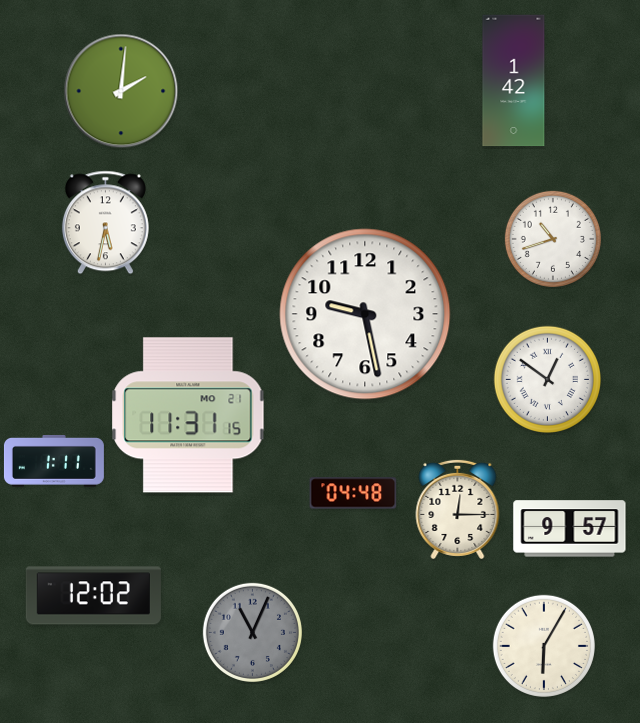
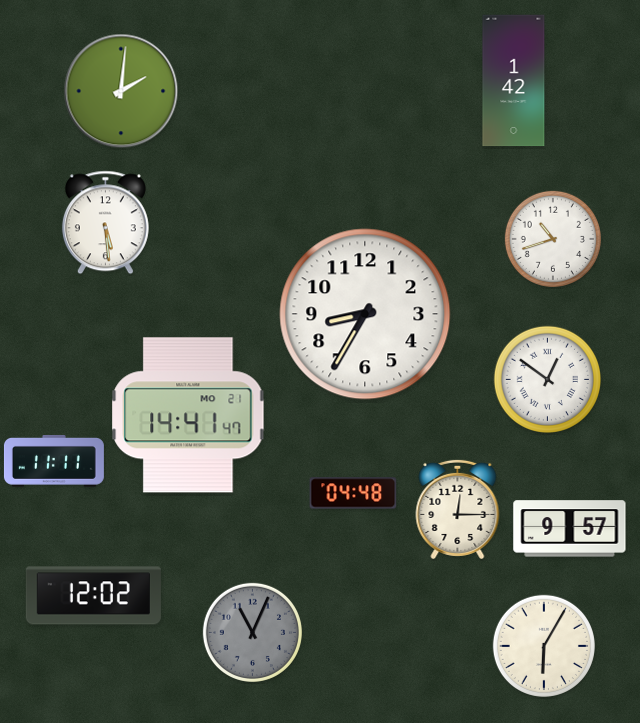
clock at (105, 223): 5:32 -> 5:29
clock at (365, 314): 9:28 -> 8:35
clock at (188, 415): 11:31 -> 14:41
clock at (54, 461): 1:11 -> 11:11
